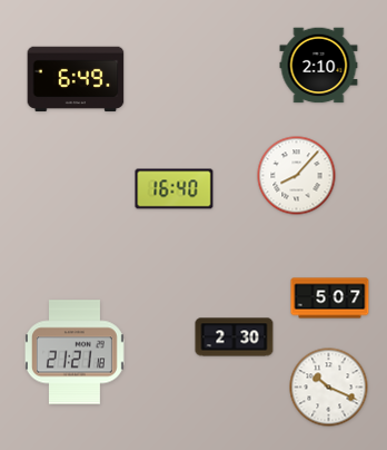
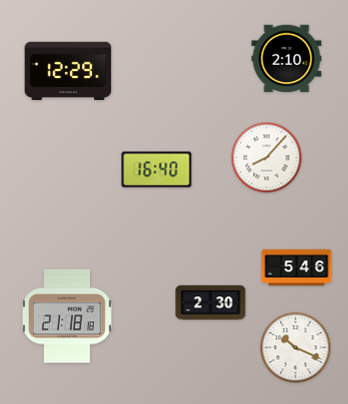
clock at (76, 79): 6:49 -> 12:29
clock at (330, 299): 5:07 -> 5:46
clock at (75, 352): 21:21 -> 21:18
